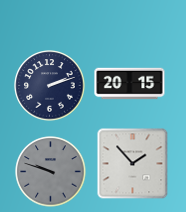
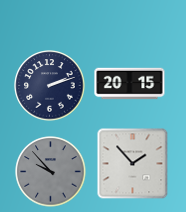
clock at (51, 172): 9:48 -> 9:53
